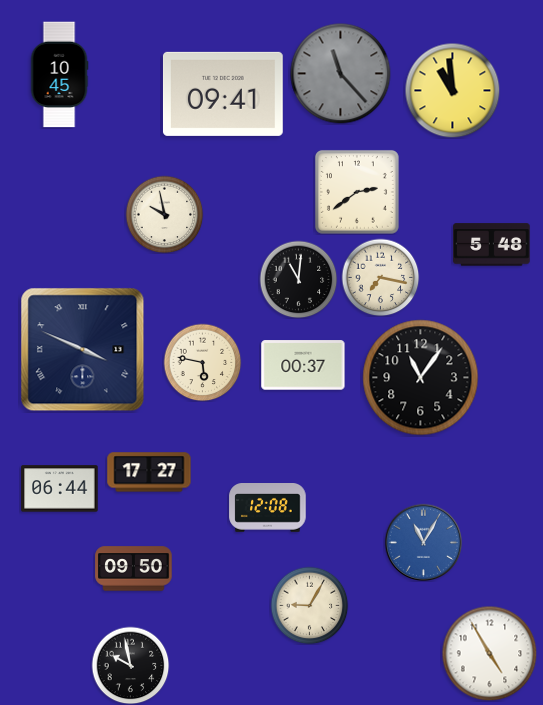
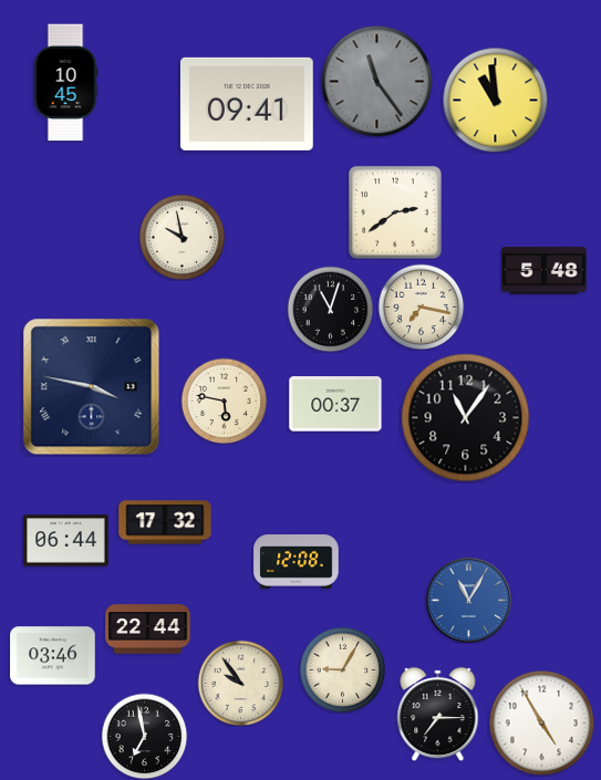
clock at (341, 74): 11:23 -> 11:24
clock at (452, 90) position: (452, 90) -> (495, 100)
clock at (298, 279): 11:01 -> 11:03
clock at (83, 350): 3:49 -> 3:47
clock at (149, 472): 17:27 -> 17:32
clock at (134, 569): 09:50 -> 22:44
clock at (53, 656): none -> 03:46
clock at (240, 683): none -> 9:54
clock at (438, 714): none -> 7:15
clock at (130, 665): 9:58 -> 6:58
